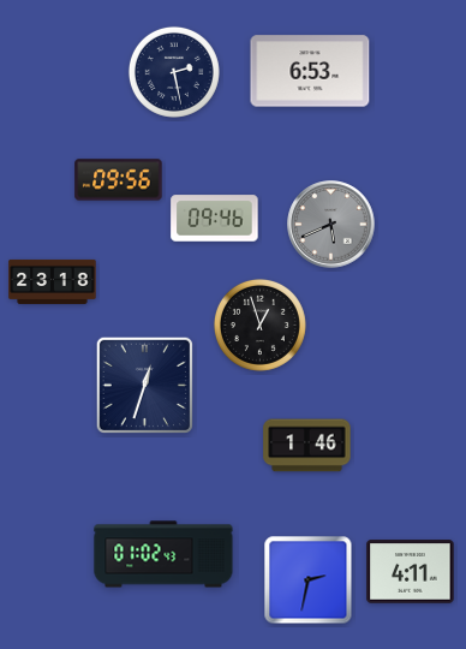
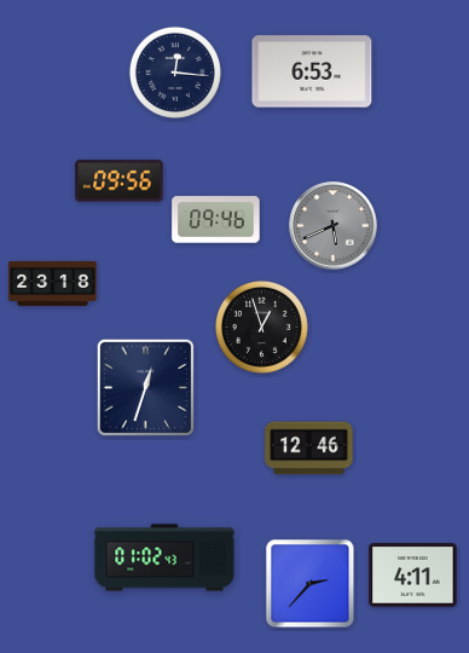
clock at (174, 72): 2:28 -> 12:16
clock at (307, 446): 1:46 -> 12:46
clock at (309, 580): 2:32 -> 2:37
